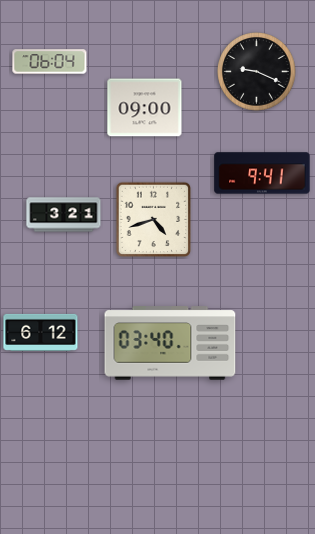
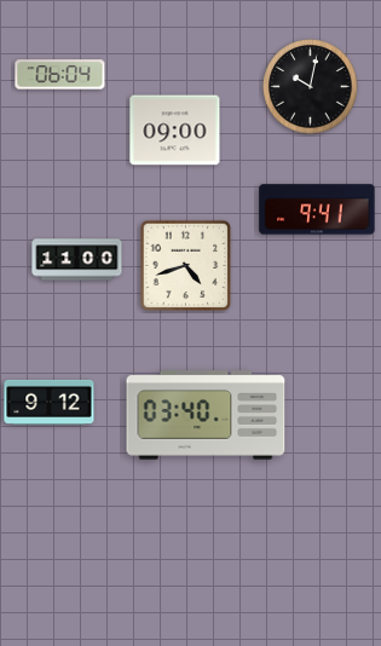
clock at (257, 72): 9:19 -> 10:02
clock at (64, 215): 3:21 -> 11:00
clock at (41, 332): 6:12 -> 9:12
